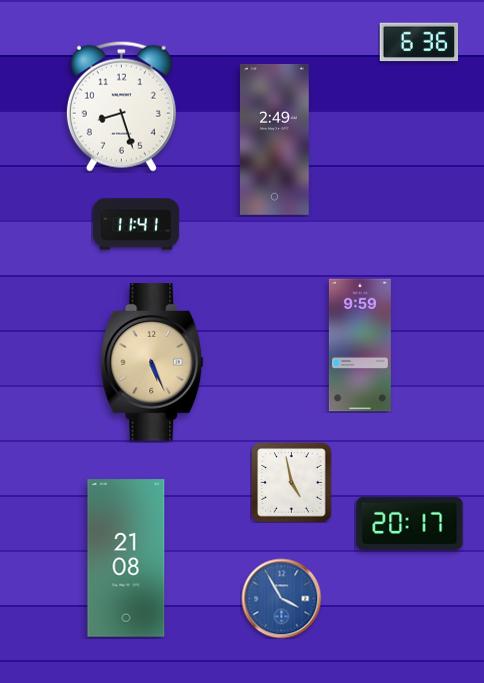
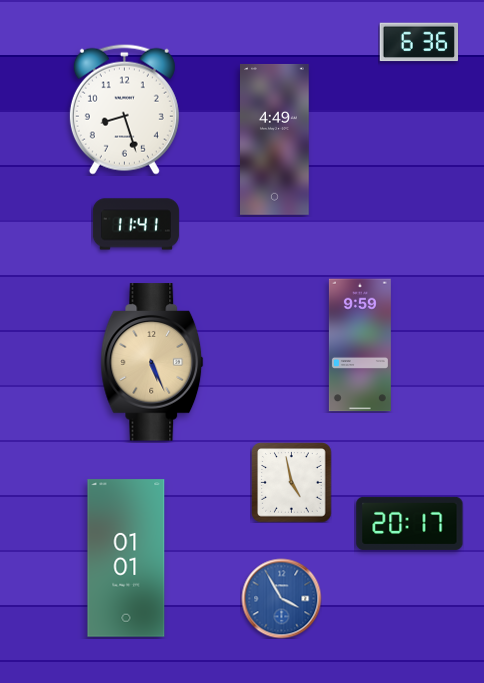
clock at (121, 106) position: (121, 106) -> (124, 109)
clock at (275, 139): 2:49 -> 4:49
clock at (126, 558): 21:08 -> 01:01
